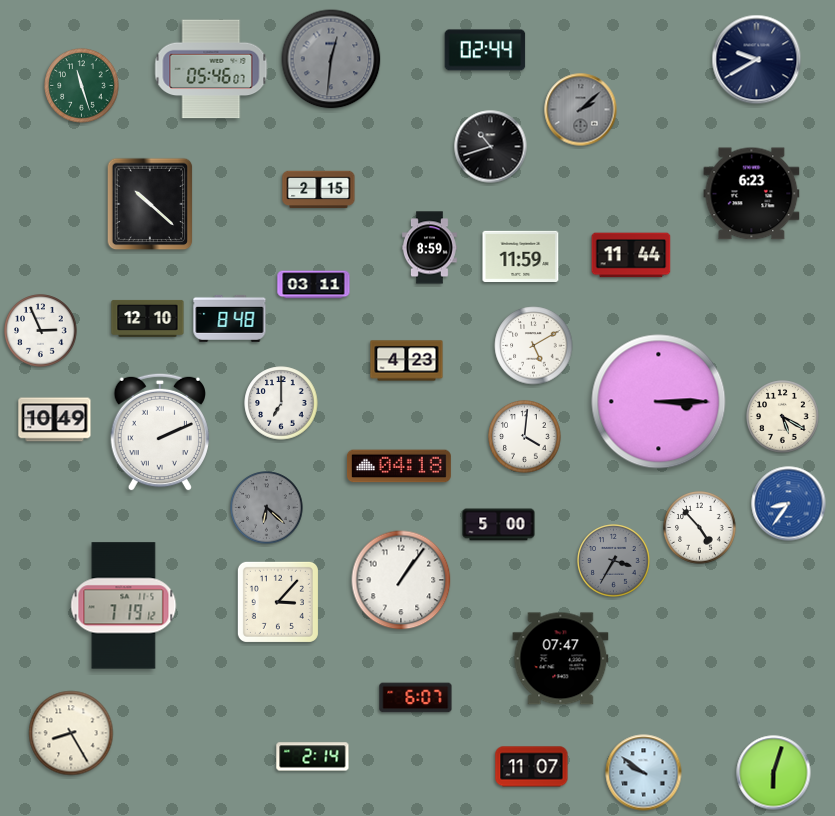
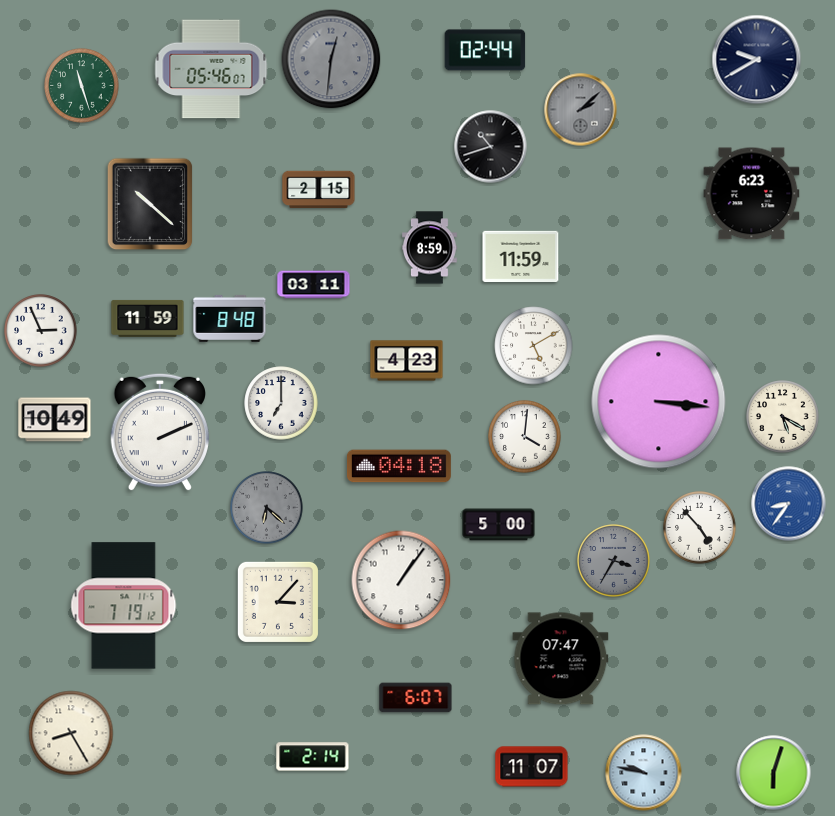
clock at (631, 255): 11:44 -> none
clock at (148, 318): 12:10 -> 11:59
clock at (659, 402): 3:15 -> 3:16
clock at (644, 773): 9:51 -> 9:47
